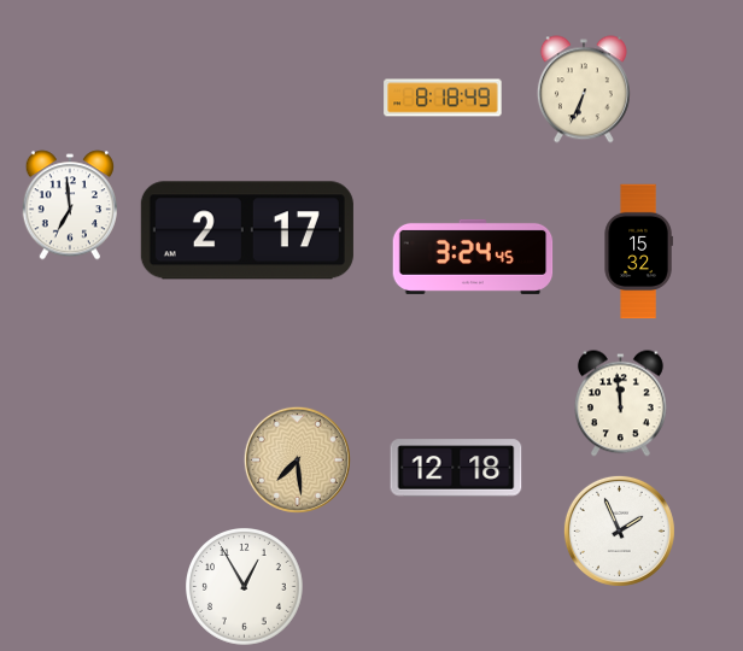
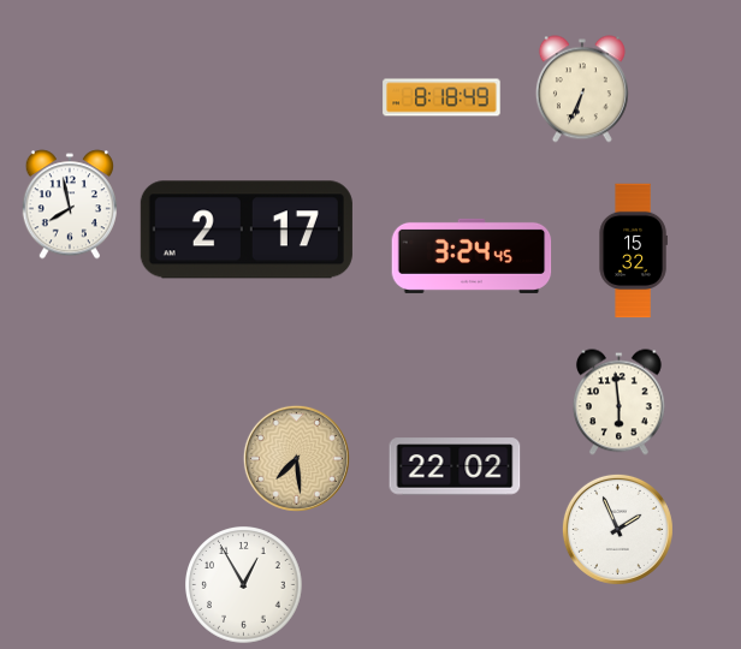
clock at (69, 205): 6:59 -> 7:58
clock at (638, 252) position: (638, 252) -> (633, 251)
clock at (620, 404): 11:59 -> 5:59
clock at (456, 468): 12:18 -> 22:02
